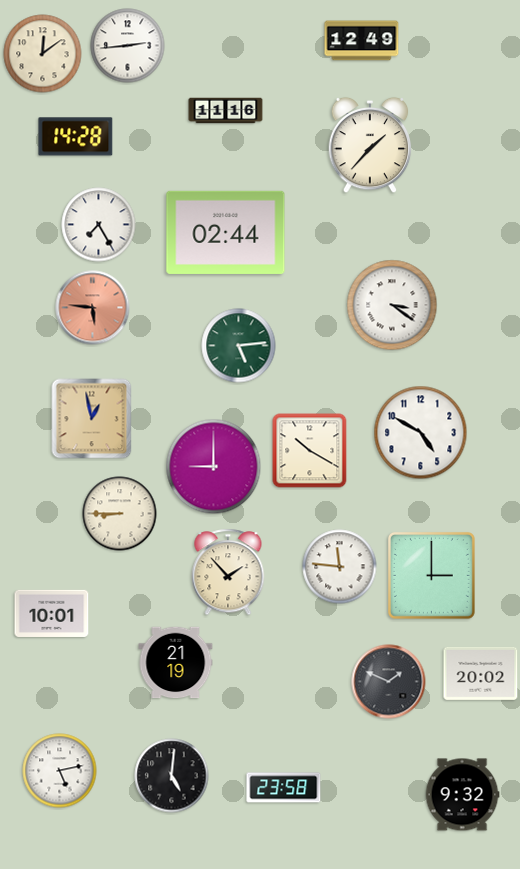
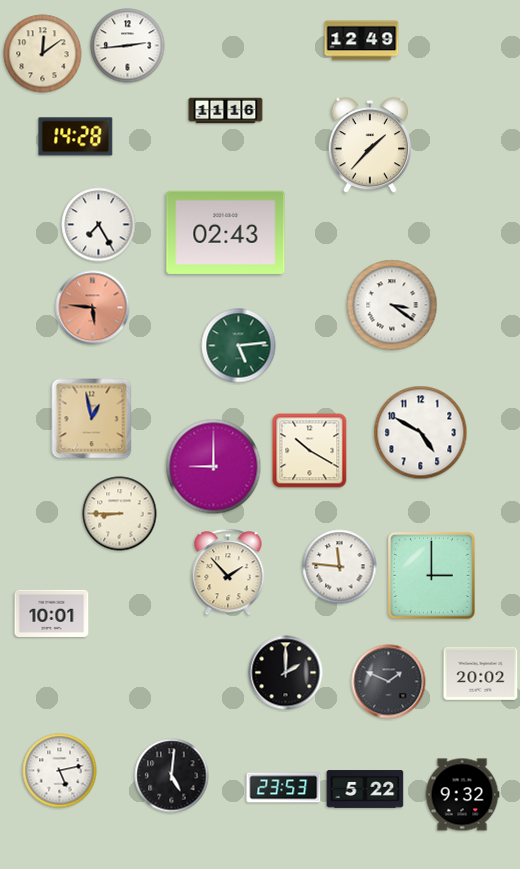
clock at (226, 232): 02:44 -> 02:43
clock at (176, 663): 21:19 -> none
clock at (286, 673): none -> 2:00
clock at (284, 788): 23:58 -> 23:53
clock at (365, 789): none -> 5:22
